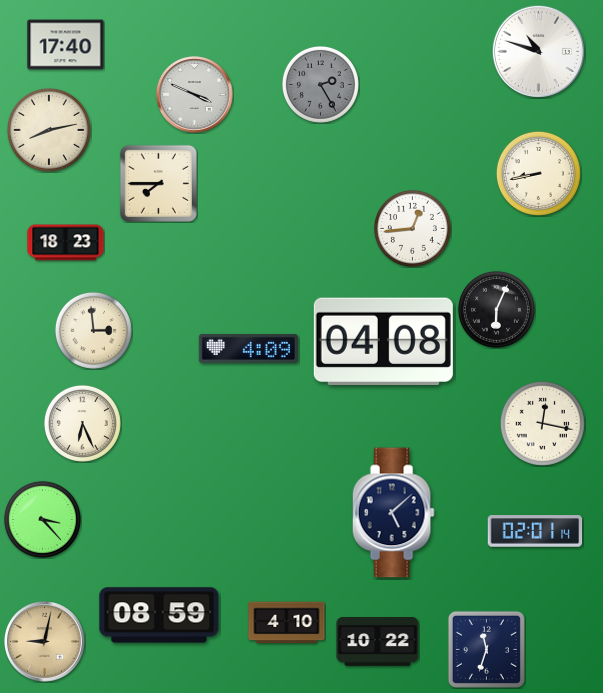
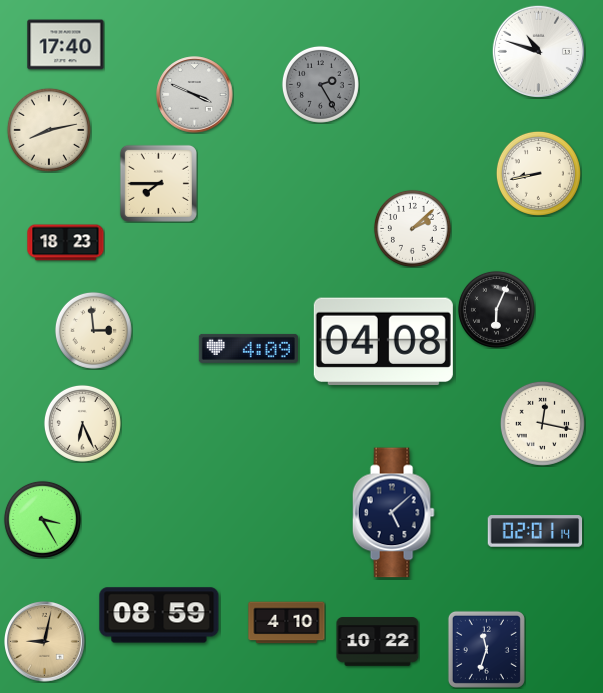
clock at (412, 228): 12:44 -> 2:08
clock at (42, 519): 3:23 -> 3:25
